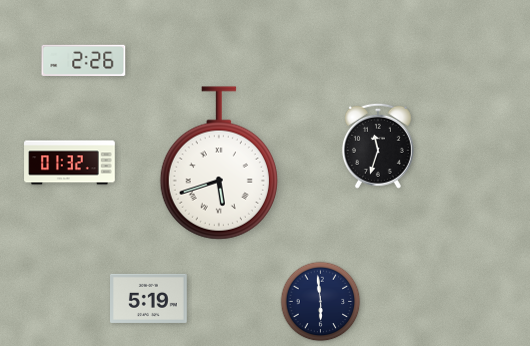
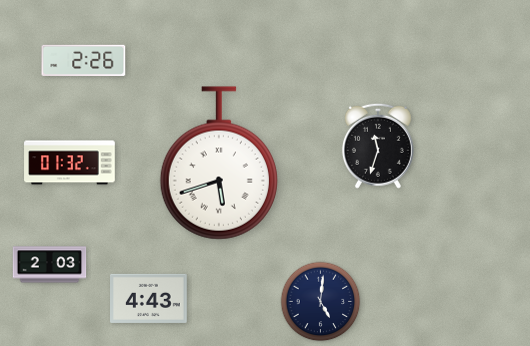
clock at (50, 265): none -> 2:03
clock at (149, 298): 5:19 -> 4:43
clock at (321, 302): 5:59 -> 5:01
